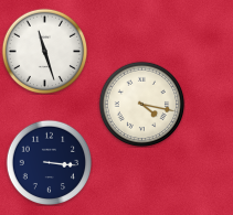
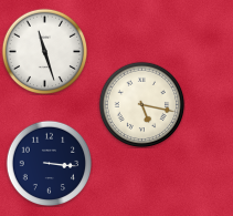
clock at (141, 104): 4:17 -> 5:17
